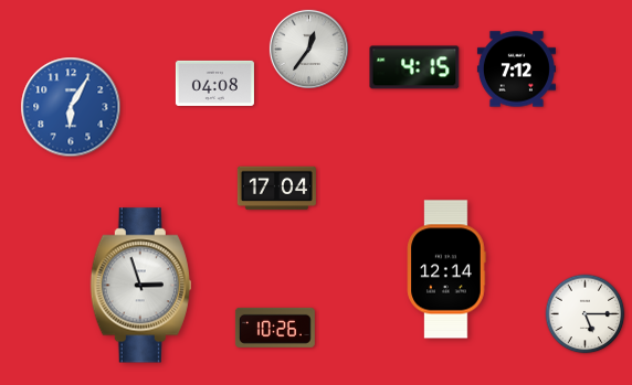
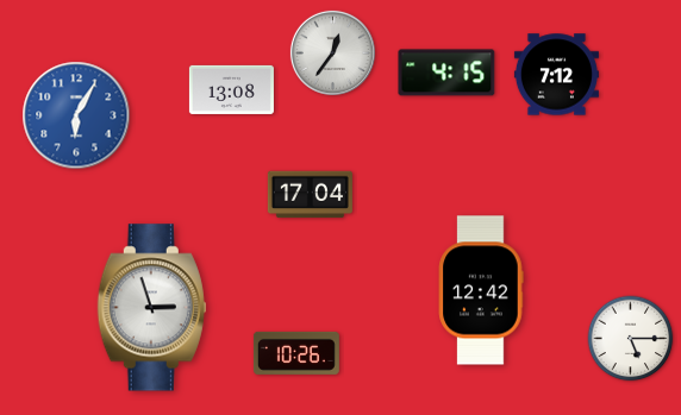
clock at (214, 83): 04:08 -> 13:08
clock at (276, 189) position: (276, 189) -> (310, 195)
clock at (446, 269): 12:14 -> 12:42
